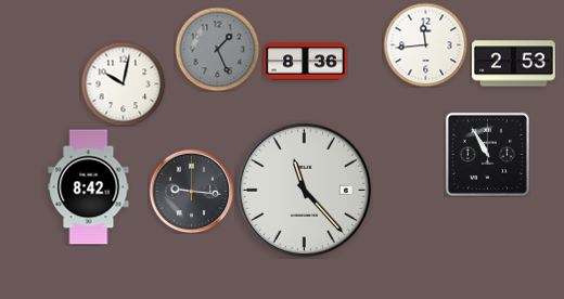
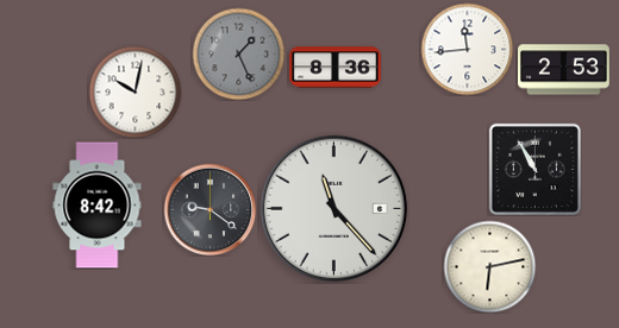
clock at (191, 191): 9:16 -> 9:21
clock at (489, 266): none -> 6:13
